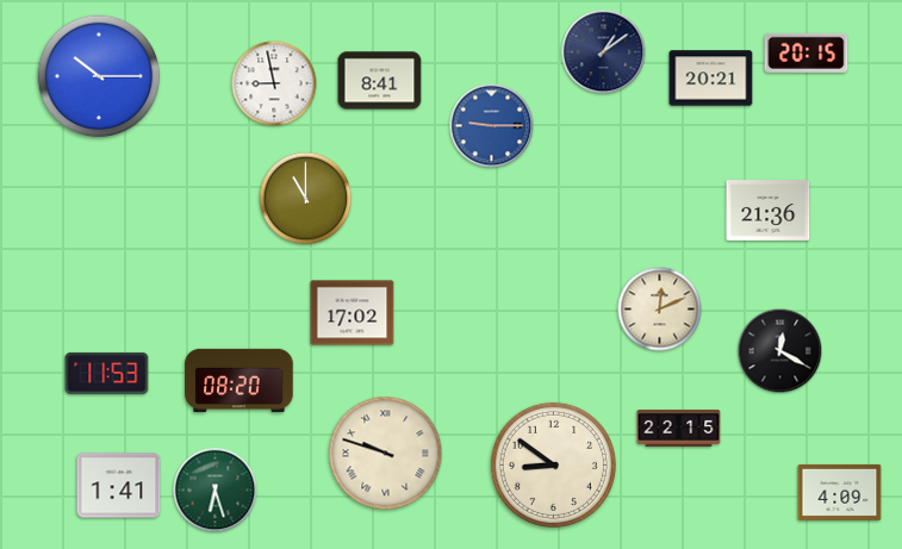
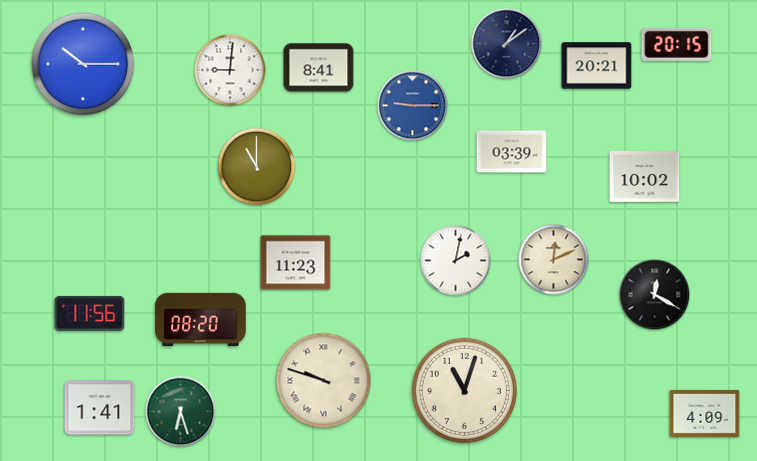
clock at (274, 83): 8:58 -> 9:01
clock at (512, 152): none -> 03:39
clock at (769, 211): 21:36 -> 10:02
clock at (456, 261): none -> 2:02
clock at (353, 313): 17:02 -> 11:23
clock at (107, 373): 11:53 -> 11:56
clock at (679, 428): 22:15 -> none
clock at (553, 464): 8:51 -> 11:03
